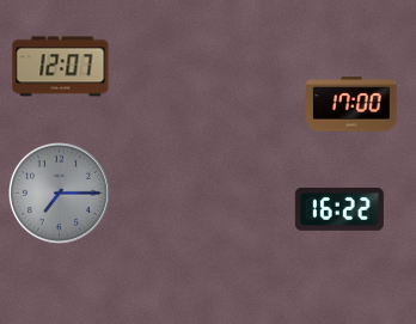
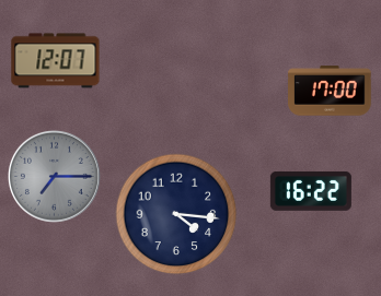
clock at (353, 104) position: (353, 104) -> (331, 91)
clock at (176, 214): none -> 4:16
